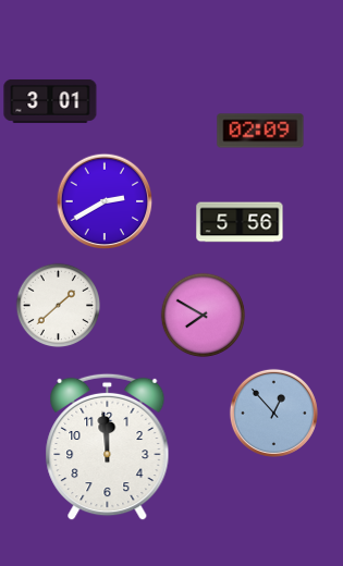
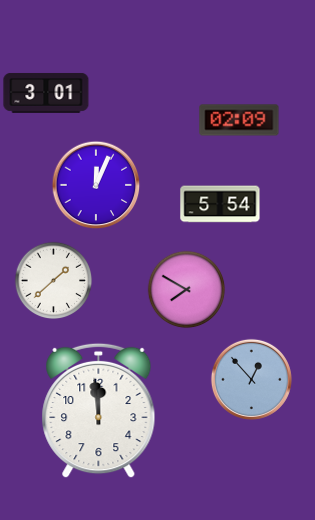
clock at (105, 201): 2:40 -> 12:04
clock at (240, 222): 5:56 -> 5:54
